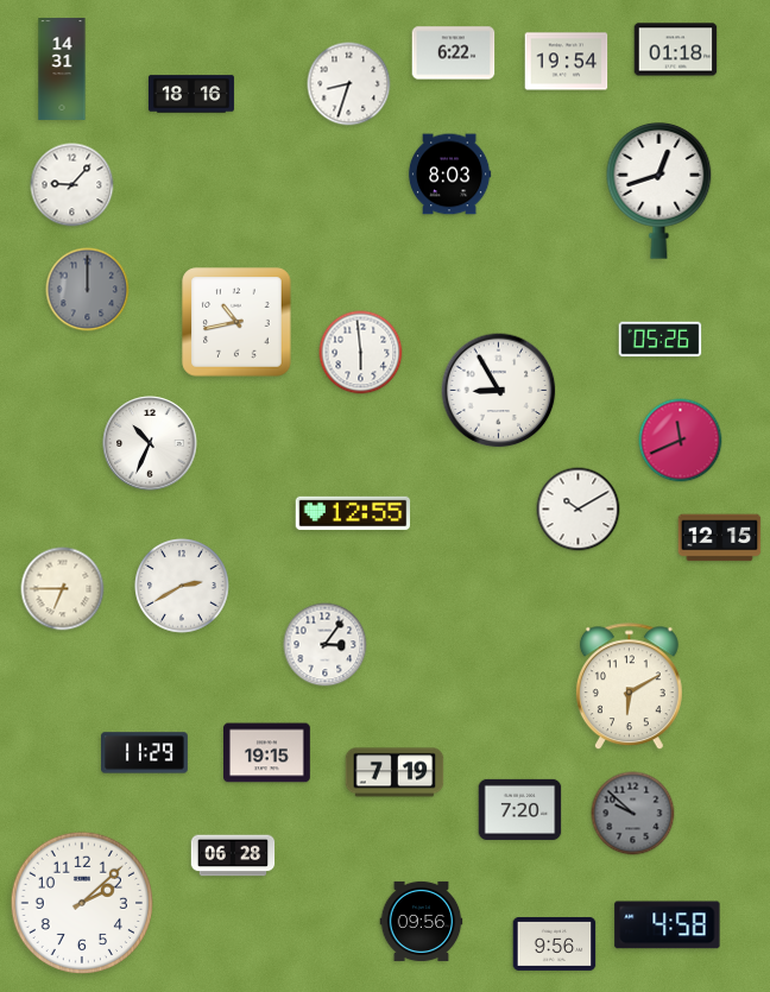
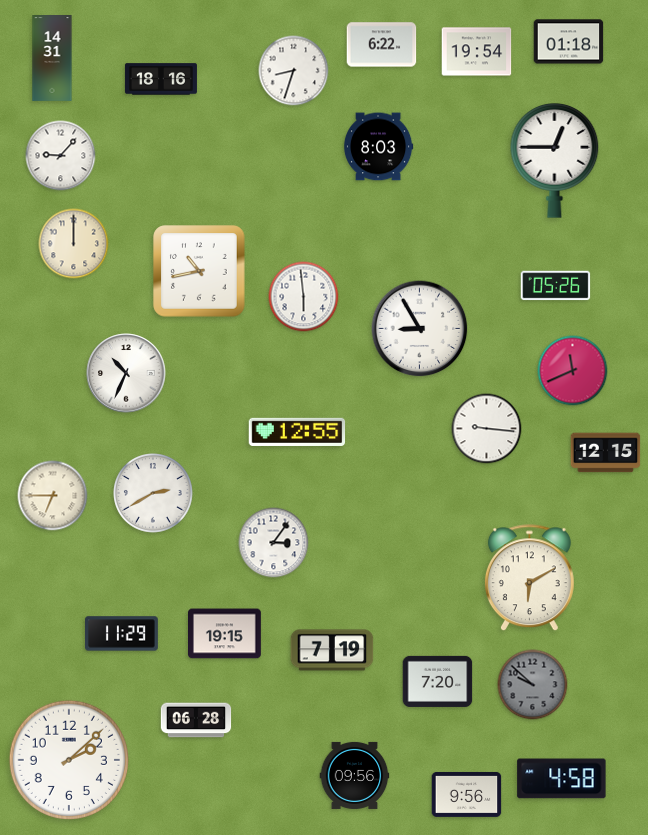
clock at (659, 191): 12:42 -> 12:45
clock at (88, 290) dial: grey -> cream
clock at (579, 510): 10:10 -> 9:16
